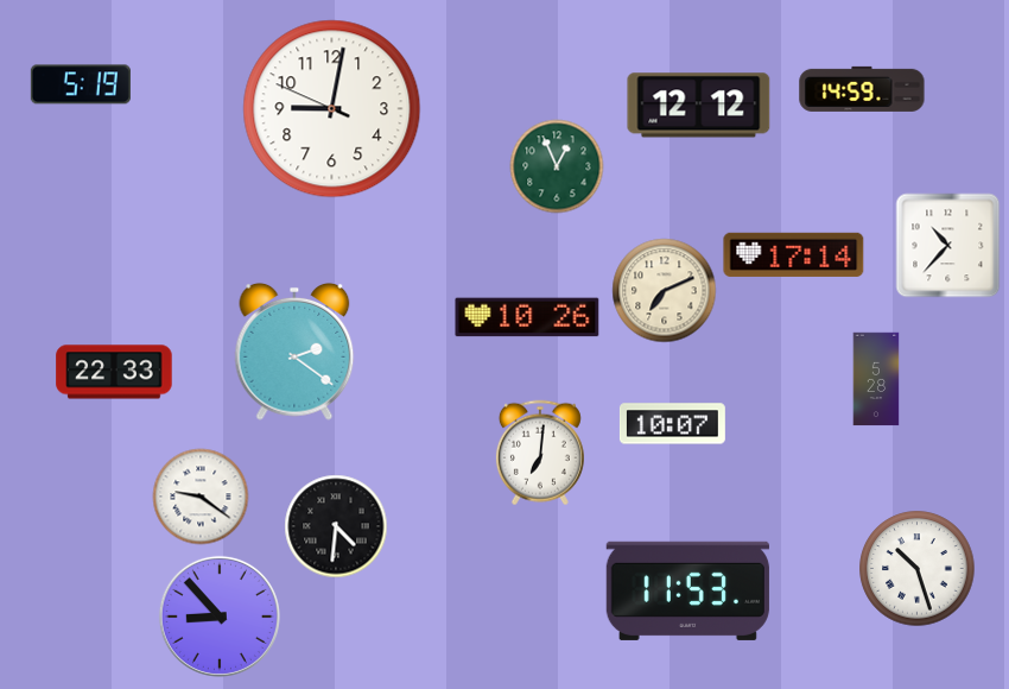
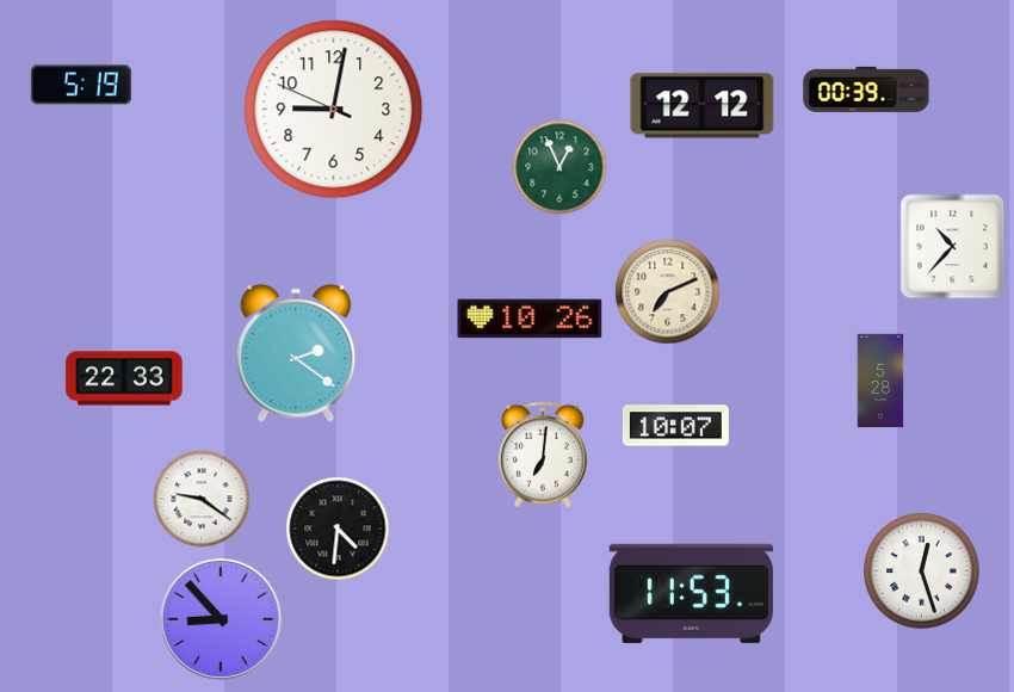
clock at (862, 89): 14:59 -> 00:39
clock at (794, 254): 17:14 -> none
clock at (114, 372) position: (114, 372) -> (124, 378)
clock at (918, 569): 10:27 -> 12:27
